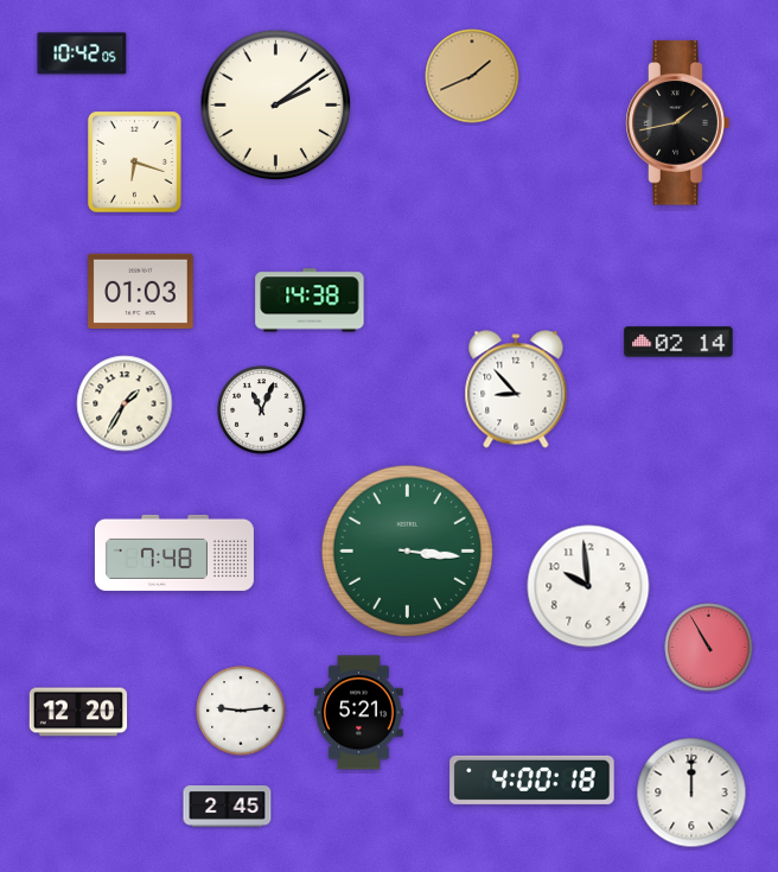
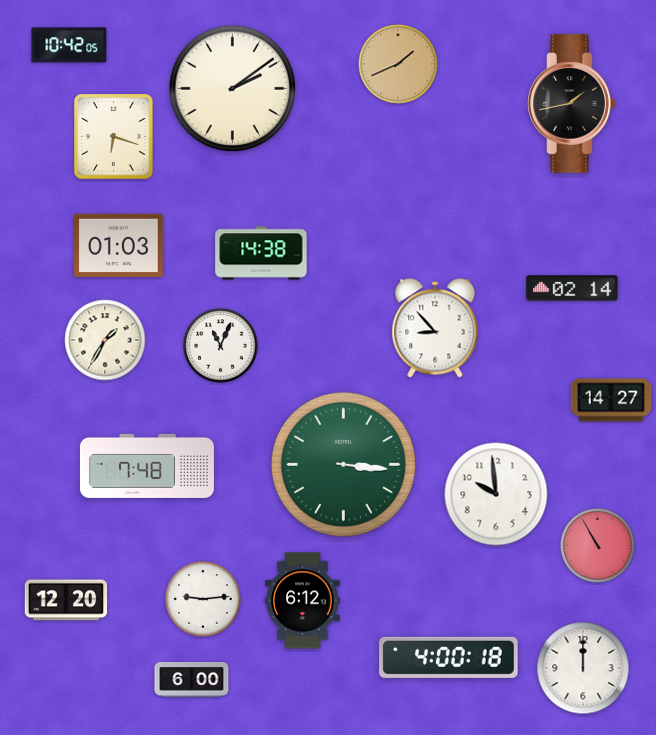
clock at (611, 400): none -> 14:27
clock at (359, 713): 5:21 -> 6:12
clock at (228, 807): 2:45 -> 6:00
